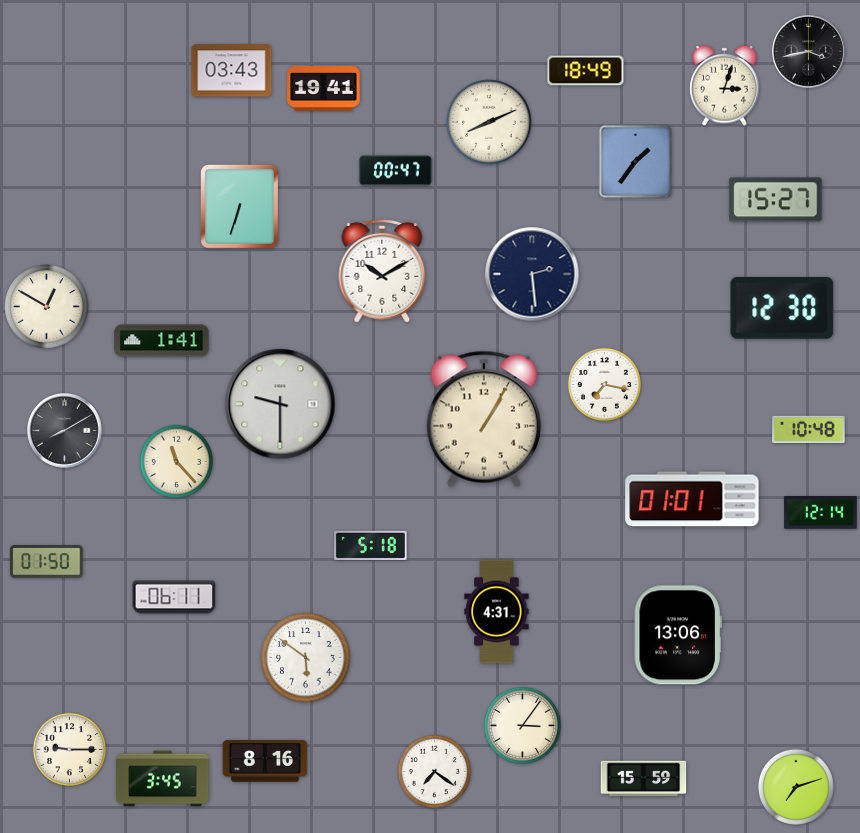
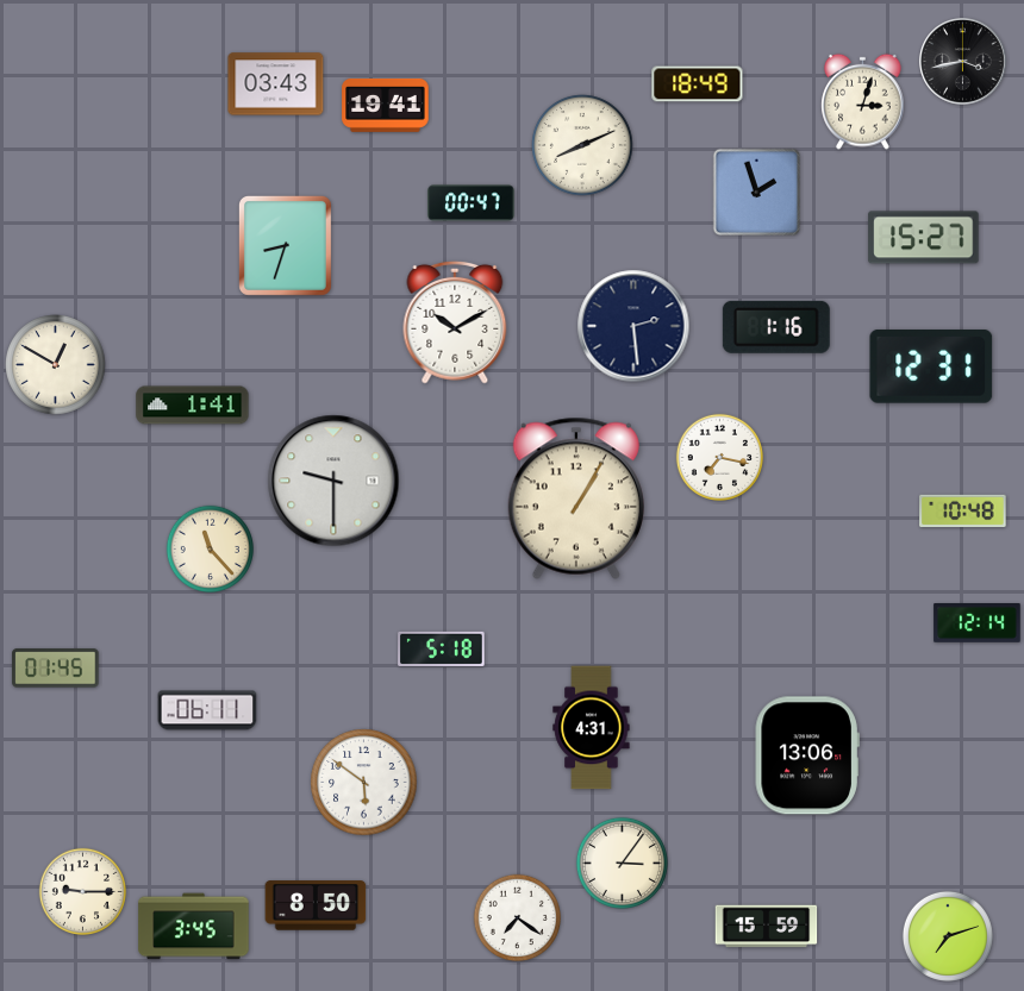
clock at (636, 162): 1:36 -> 1:57
clock at (239, 206): 6:33 -> 8:33
clock at (776, 327): none -> 1:16
clock at (782, 308): 12:30 -> 12:31
clock at (65, 431): 8:10 -> none
clock at (692, 499): 01:01 -> none
clock at (821, 513) position: (821, 513) -> (978, 623)
clock at (47, 562): 01:50 -> 01:45
clock at (265, 761): 8:16 -> 8:50
